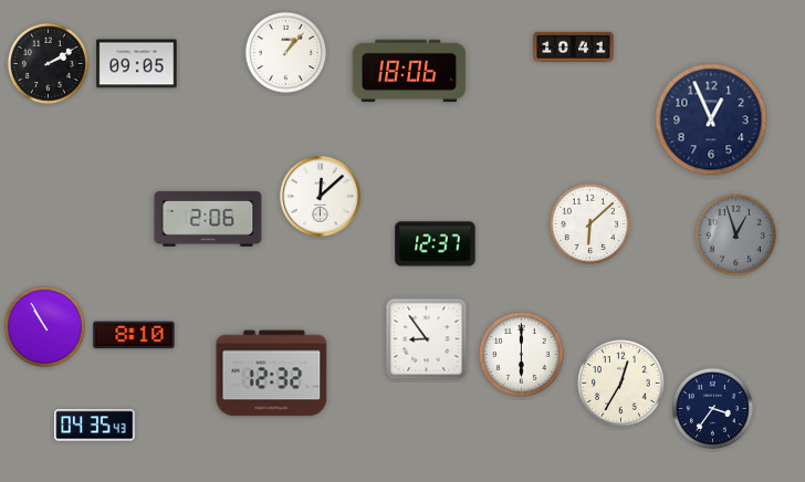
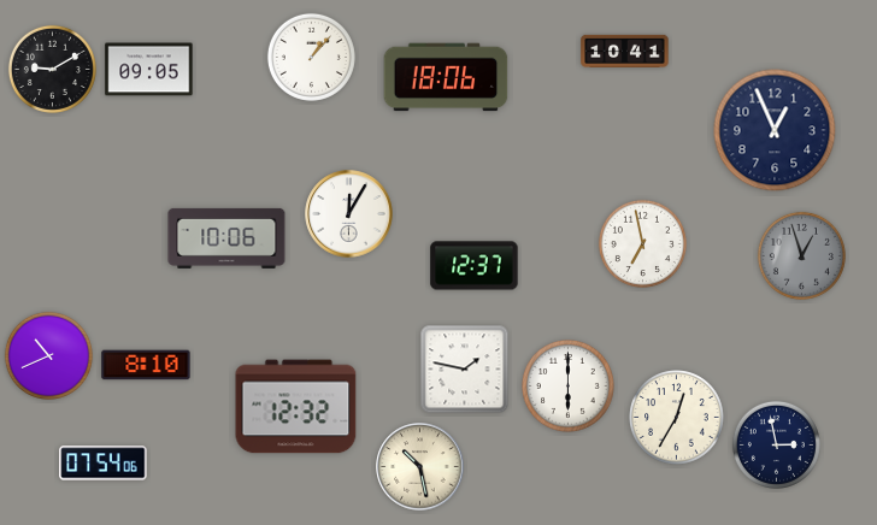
clock at (48, 63): 2:10 -> 9:10
clock at (321, 197): 12:08 -> 12:05
clock at (208, 219): 2:06 -> 10:06
clock at (589, 223): 6:08 -> 6:58
clock at (44, 326): 10:55 -> 10:41
clock at (427, 339): 8:54 -> 1:47
clock at (712, 408): 3:36 -> 2:58
clock at (95, 426): 04:35 -> 07:54
clock at (420, 467): none -> 10:28
